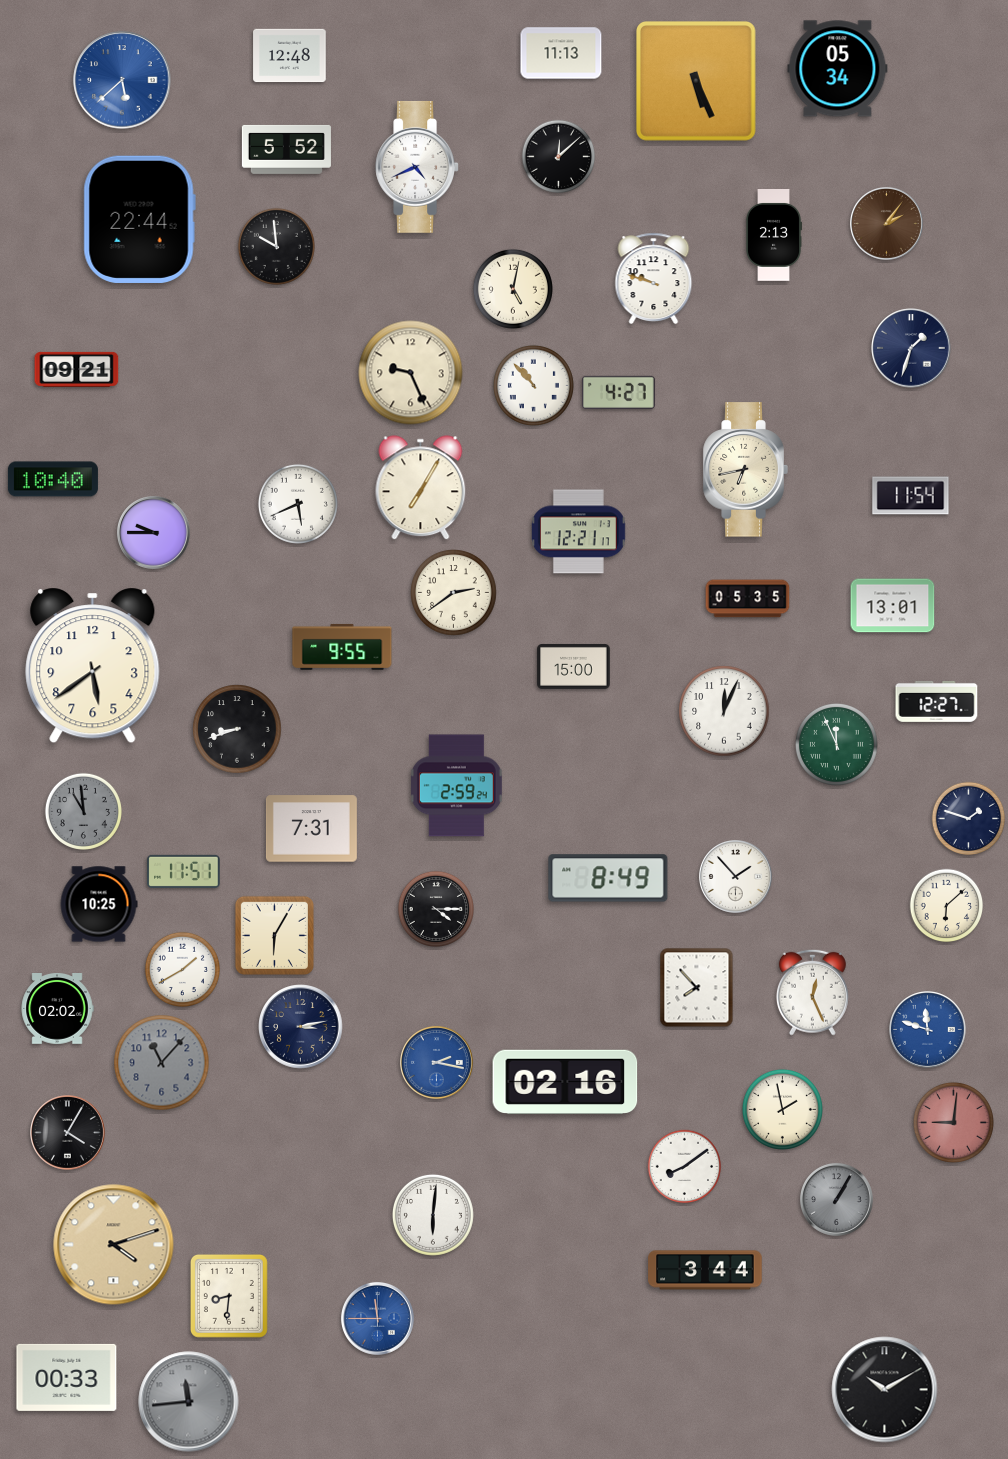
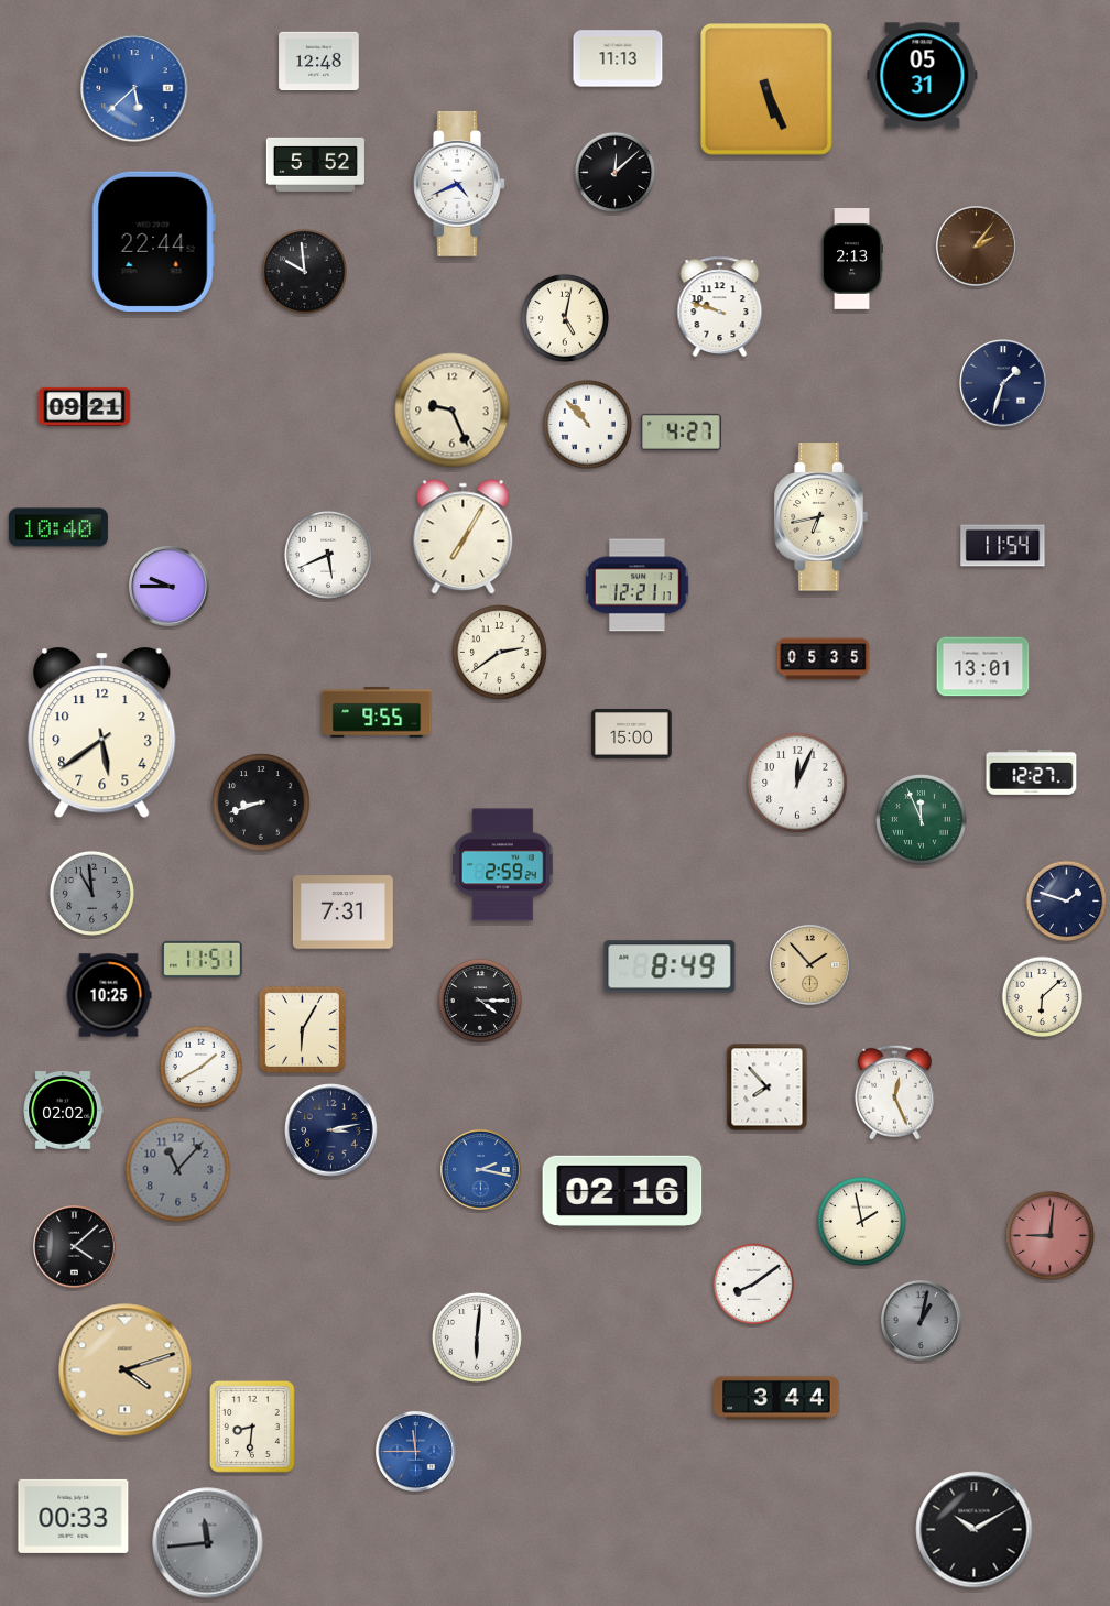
clock at (838, 69): 05:34 -> 05:31
clock at (735, 876) dial: white -> champagne
clock at (928, 1030): 11:48 -> none
clock at (68, 1133): 4:05 -> 4:08
clock at (836, 1199): 1:05 -> 1:02
